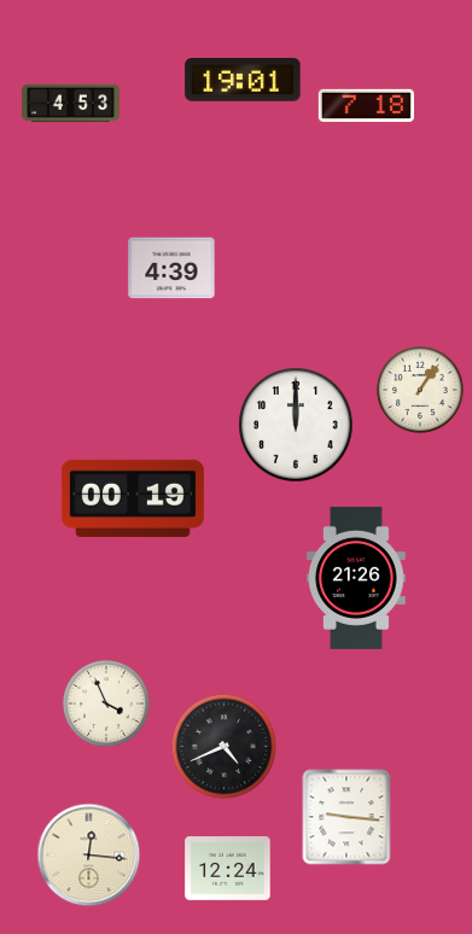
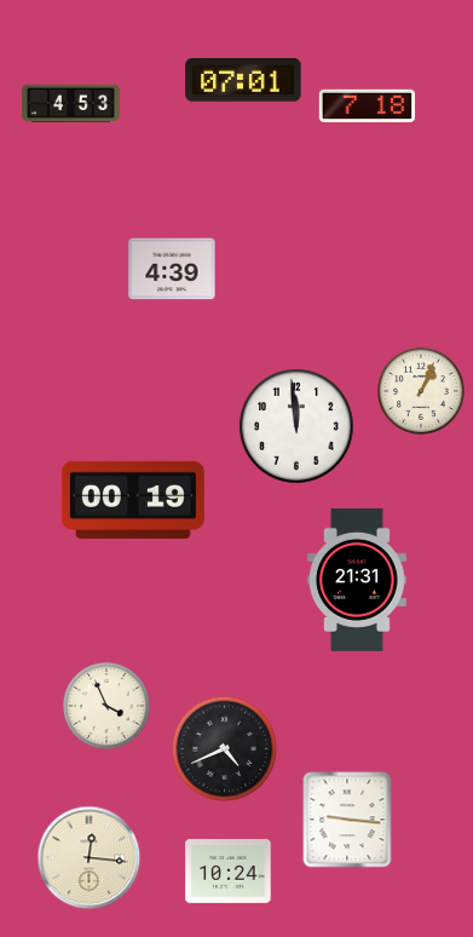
clock at (243, 80): 19:01 -> 07:01
clock at (420, 390): 1:06 -> 1:04
clock at (296, 425): 12:00 -> 11:59
clock at (356, 578): 21:26 -> 21:31
clock at (228, 869): 12:24 -> 10:24
